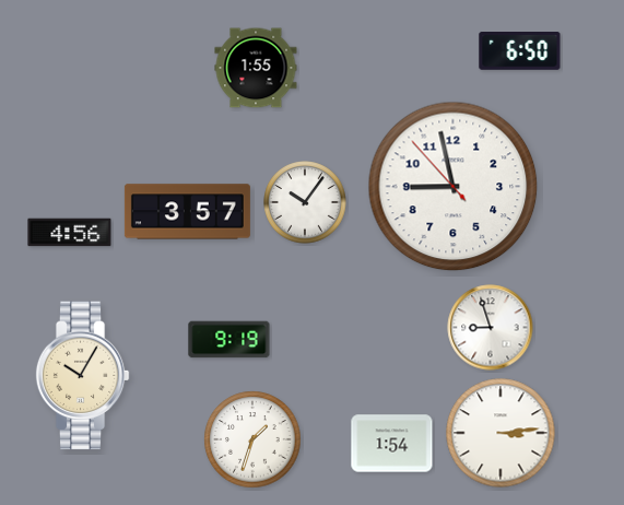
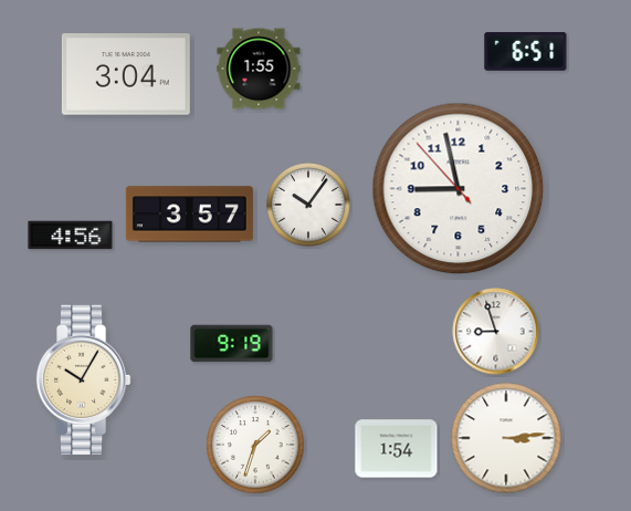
clock at (520, 51): 6:50 -> 6:51
clock at (126, 74): none -> 3:04
